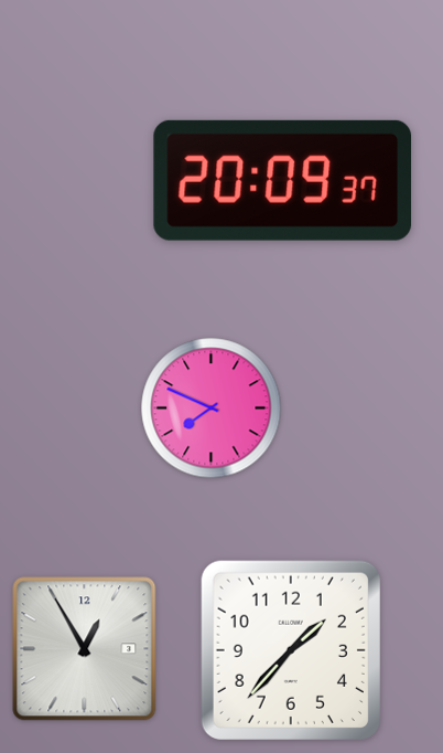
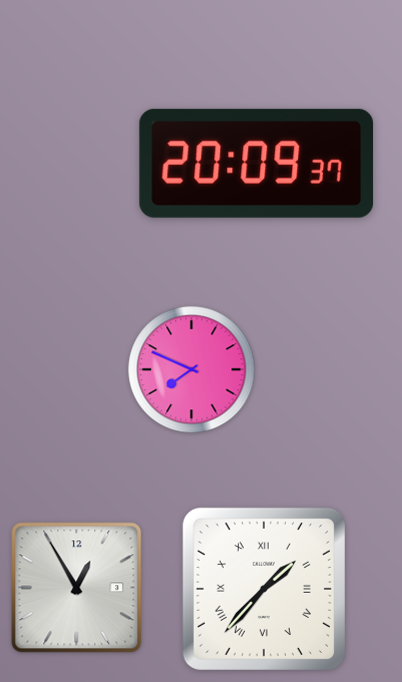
clock at (291, 650) numerals: Arabic -> Roman
